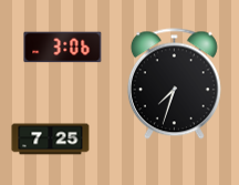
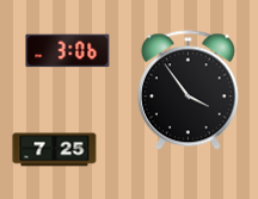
clock at (174, 84): 7:33 -> 3:54
